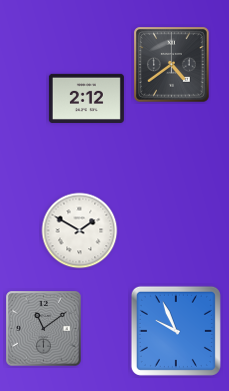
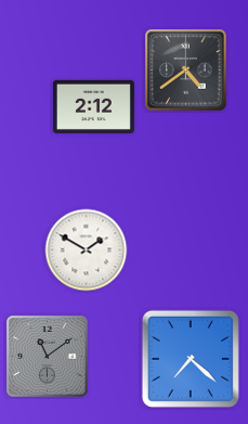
clock at (176, 331): 9:56 -> 7:22
